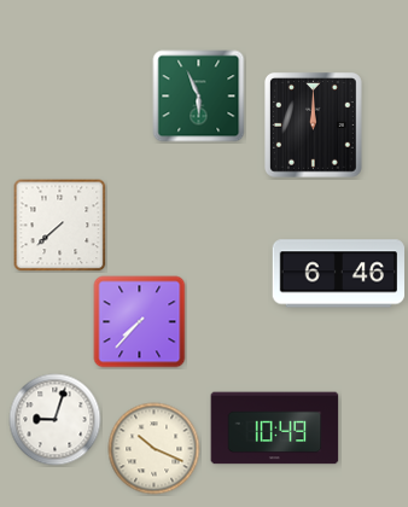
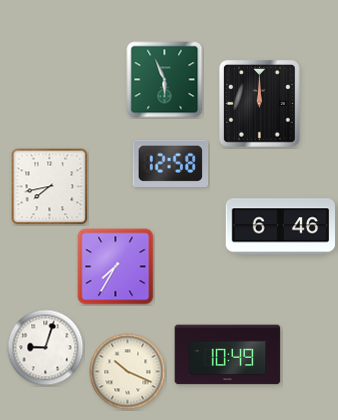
clock at (171, 163): none -> 12:58
clock at (60, 226): 7:38 -> 7:43
clock at (140, 322): 7:37 -> 7:35
